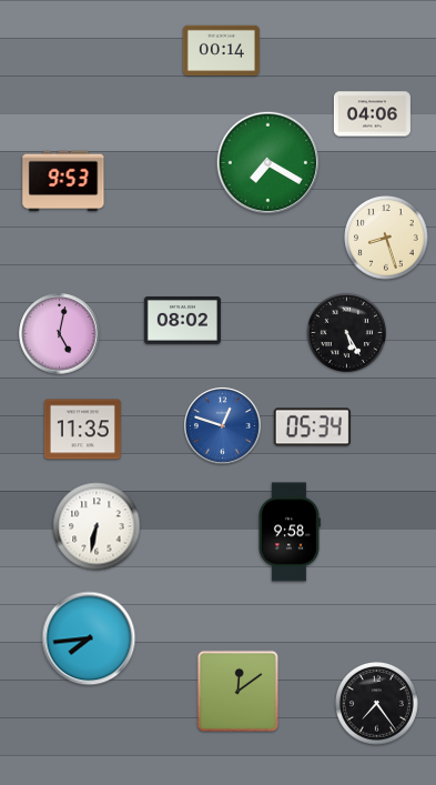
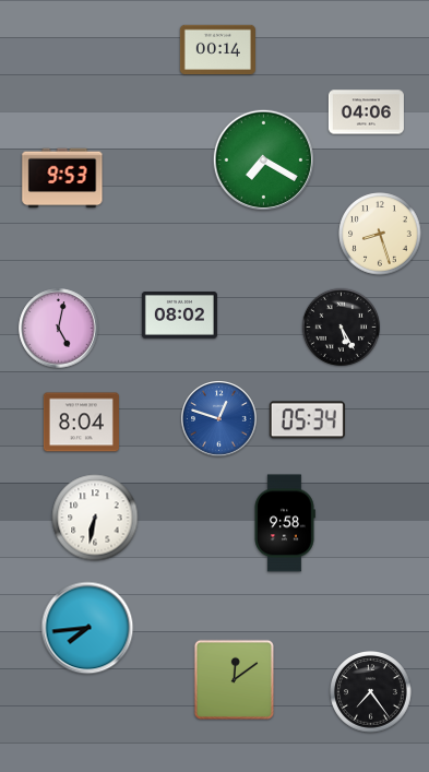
clock at (82, 430): 11:35 -> 8:04
